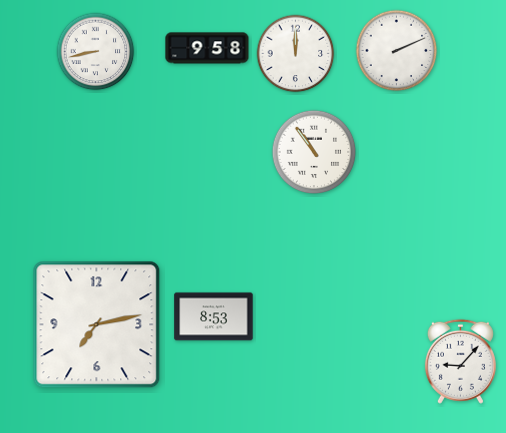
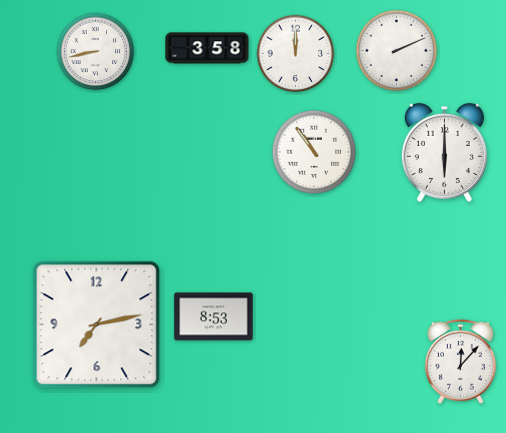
clock at (207, 48): 9:58 -> 3:58
clock at (444, 153): none -> 6:00
clock at (460, 361): 9:07 -> 12:07
